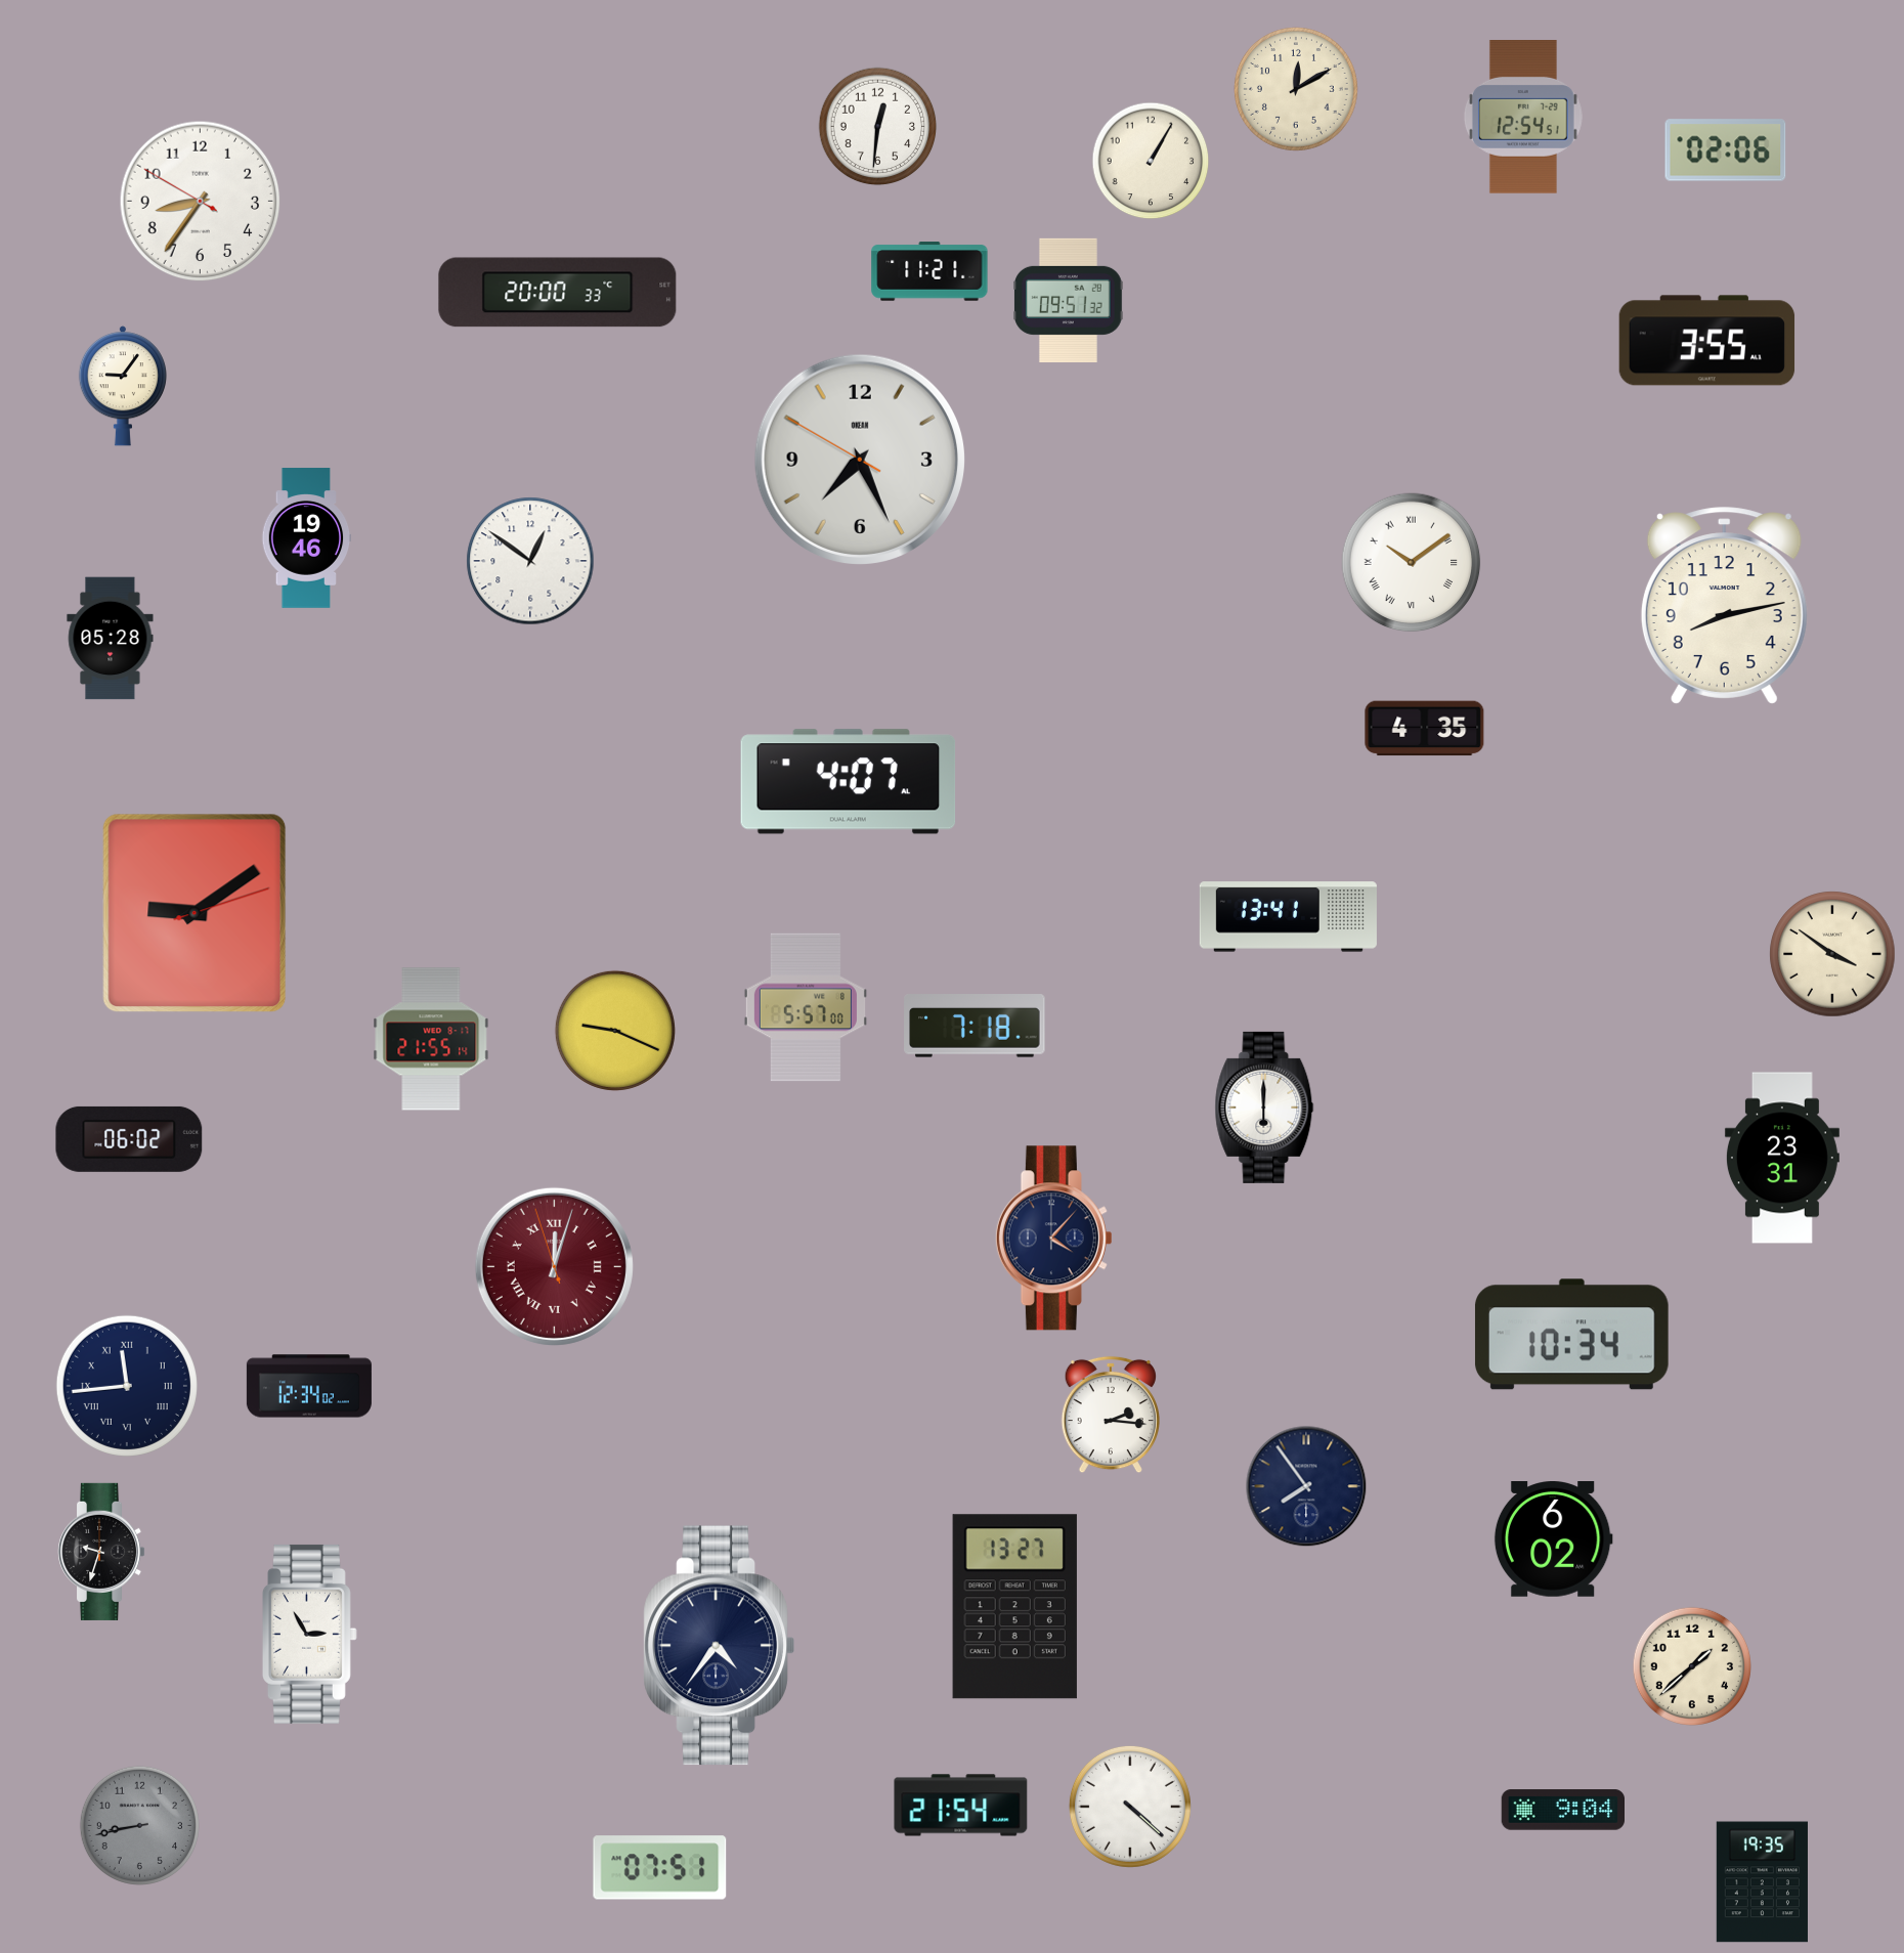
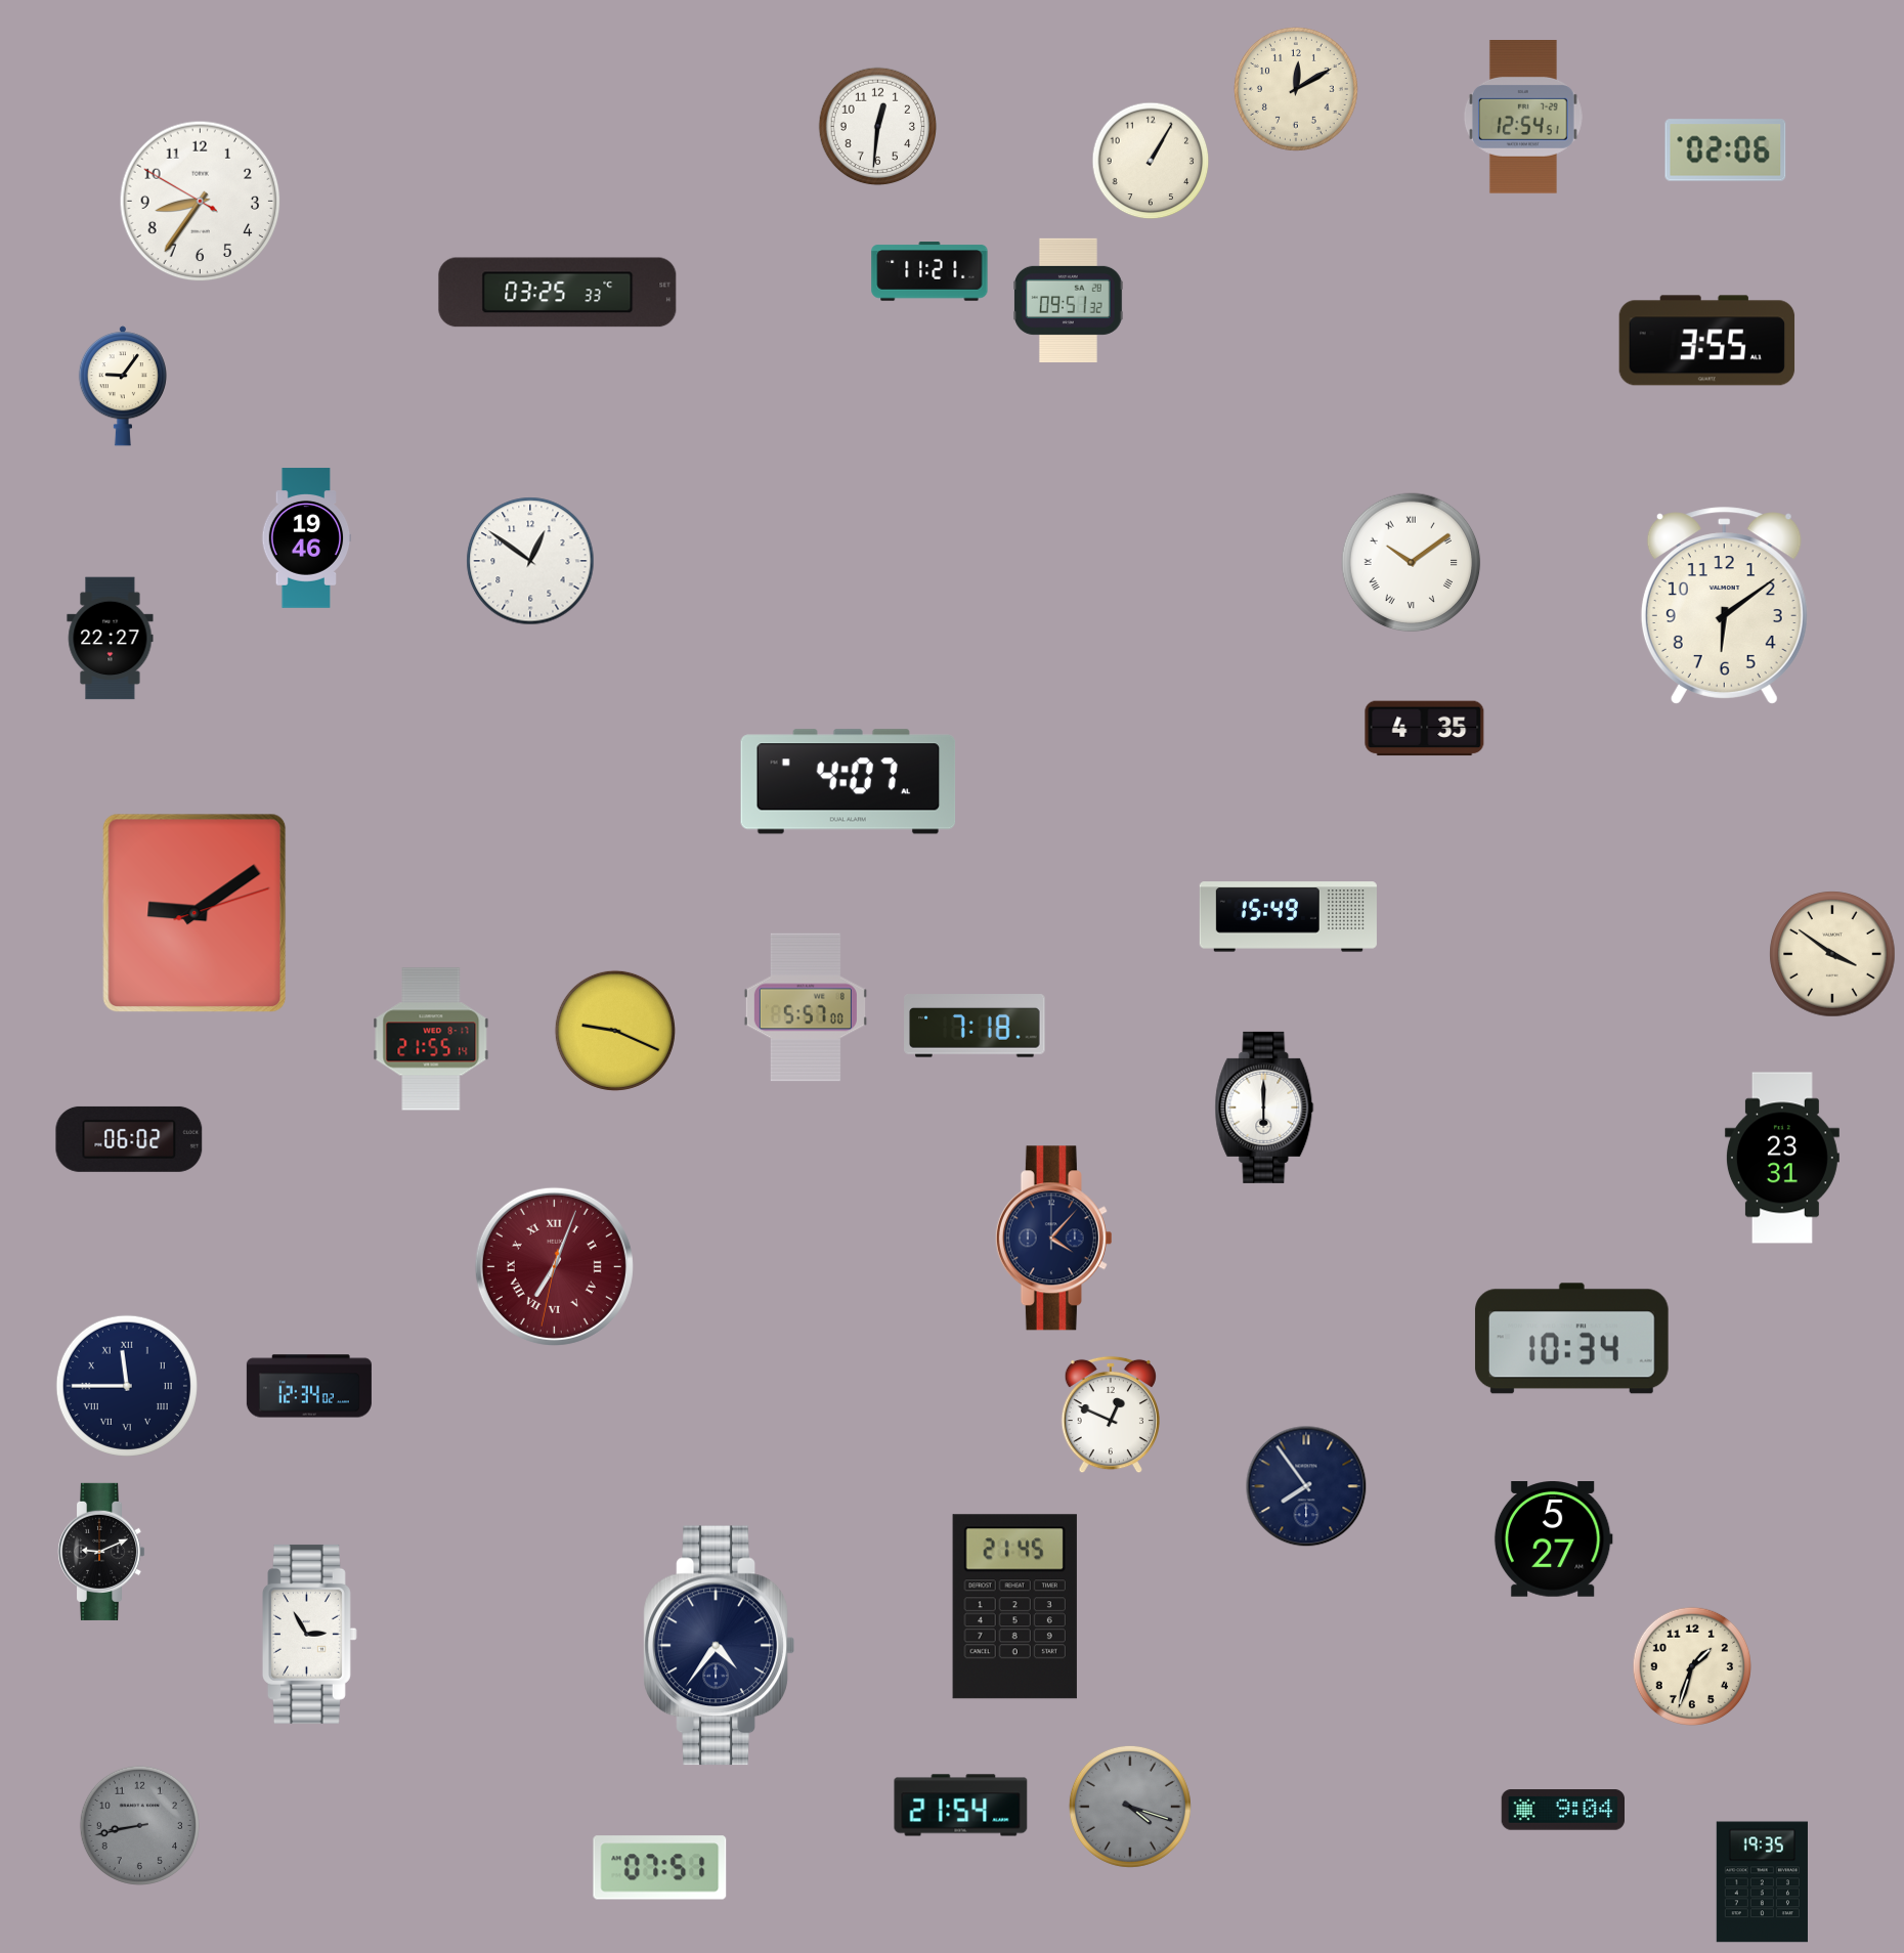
clock at (558, 293): 20:00 -> 03:25
clock at (859, 459): 7:25 -> none
clock at (1724, 606): 8:13 -> 6:09
clock at (111, 639): 05:28 -> 22:27
clock at (1288, 917): 13:41 -> 15:49
clock at (554, 1266): 12:02 -> 7:03
clock at (1571, 1335) position: (1571, 1335) -> (1571, 1339)
clock at (127, 1386): 11:44 -> 11:45
clock at (1110, 1415): 2:16 -> 12:49
clock at (1553, 1539): 6:02 -> 5:27
clock at (102, 1552): 9:33 -> 9:11
clock at (1014, 1607): 13:27 -> 21:45
clock at (1691, 1665): 1:38 -> 1:33
clock at (1130, 1807): 4:22 -> 4:18
clock at (1130, 1807) dial: white -> grey
